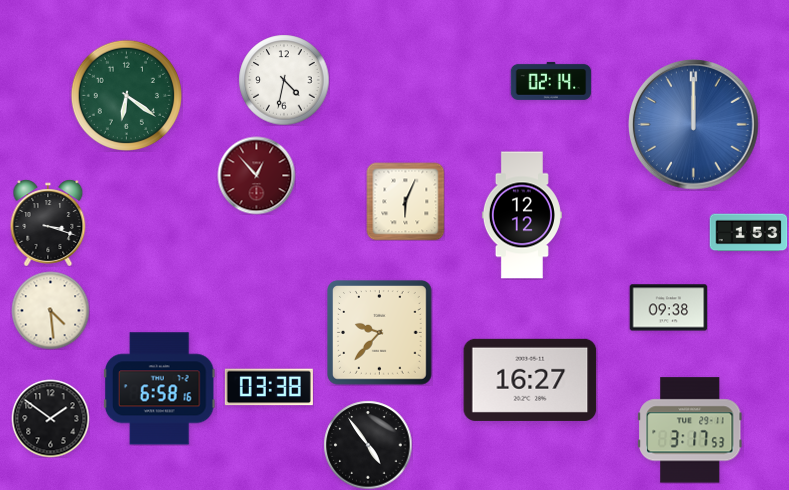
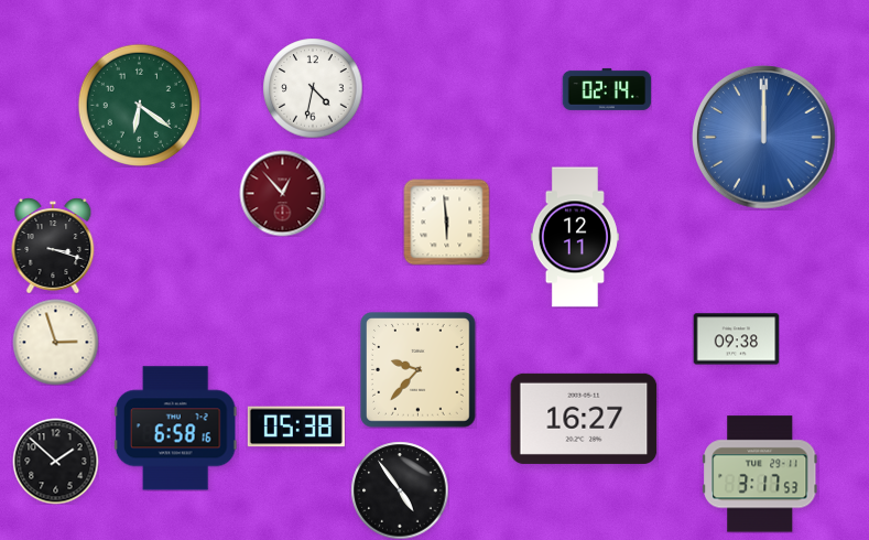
clock at (405, 201): 6:04 -> 5:59
clock at (522, 215): 12:12 -> 12:11
clock at (748, 233): 1:53 -> none
clock at (50, 310): 4:29 -> 2:57
clock at (380, 333) position: (380, 333) -> (419, 370)
clock at (269, 387): 03:38 -> 05:38
clock at (50, 418): 1:51 -> 1:52
clock at (368, 445) position: (368, 445) -> (400, 490)
